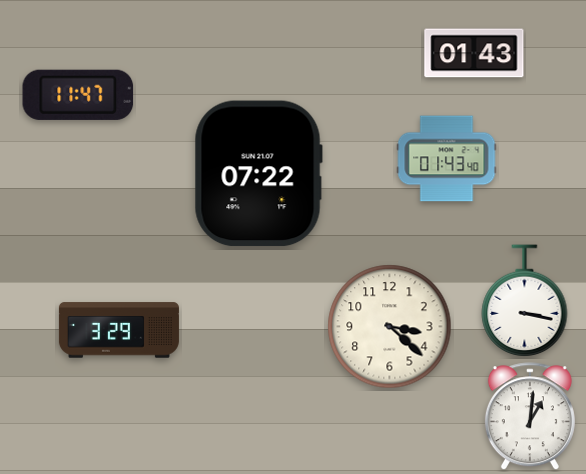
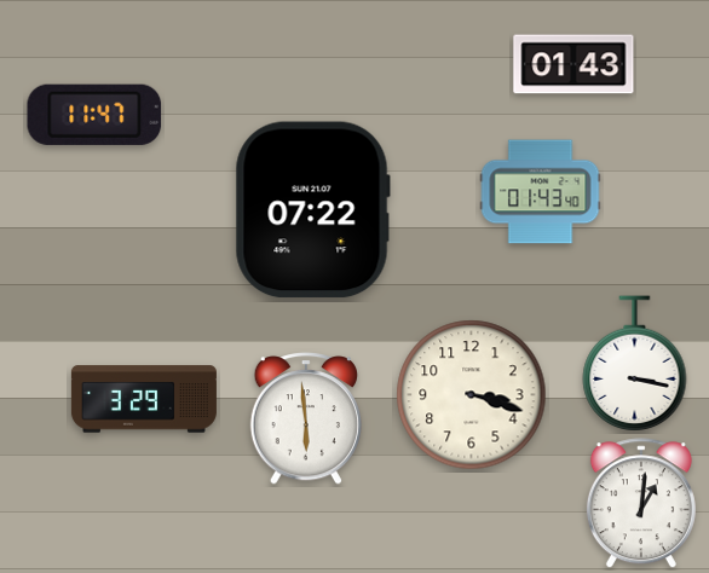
clock at (390, 327): 3:22 -> 3:18
clock at (305, 419): none -> 5:59
